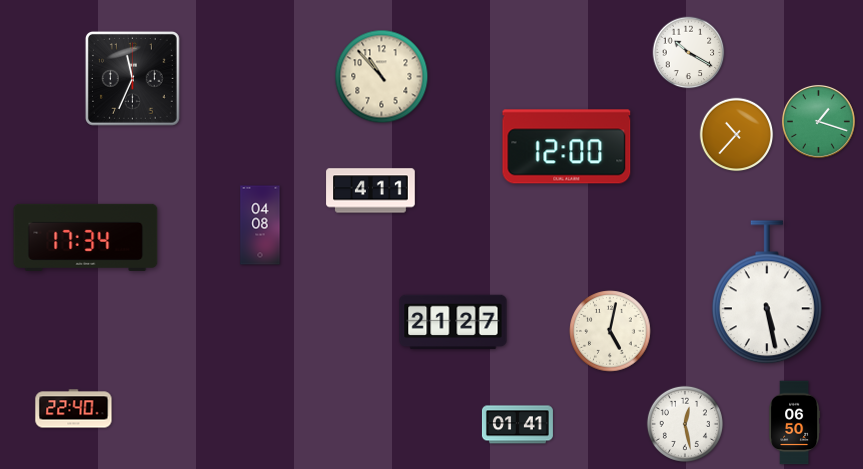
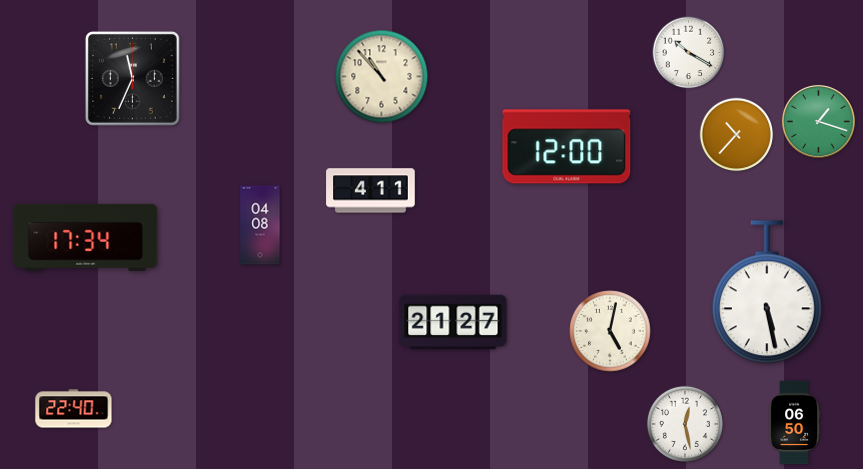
clock at (517, 425): 01:41 -> none
